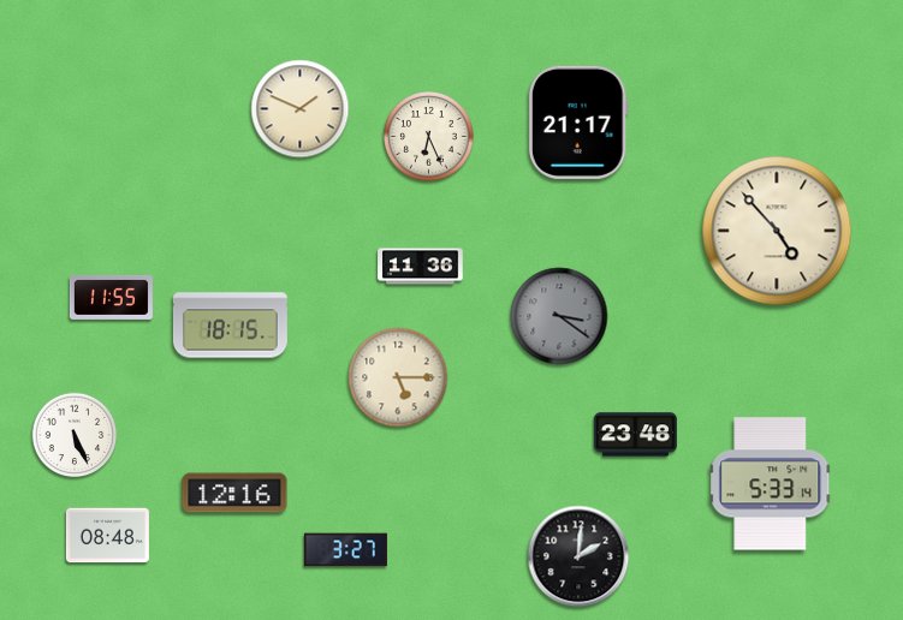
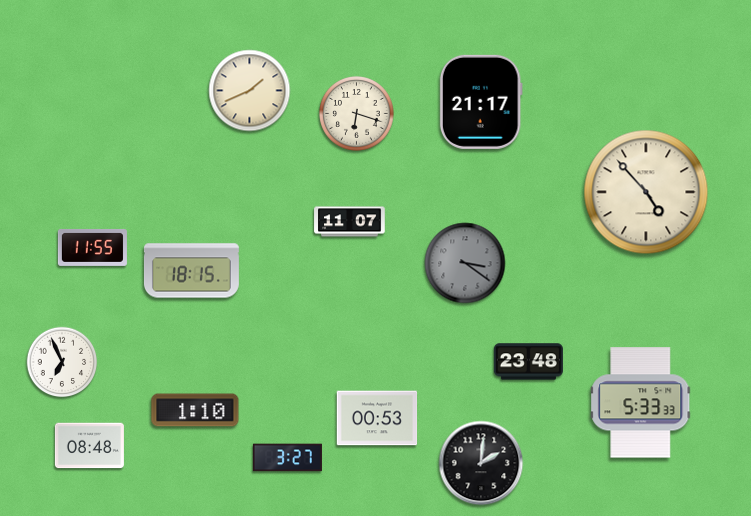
clock at (301, 109): 1:49 -> 1:41
clock at (429, 137): 6:26 -> 6:18
clock at (421, 267): 11:36 -> 11:07
clock at (398, 377): 5:15 -> none
clock at (75, 435): 5:26 -> 6:56
clock at (771, 484): 5:33:14 -> 5:33:33
clock at (234, 493): 12:16 -> 1:10
clock at (377, 418): none -> 00:53
